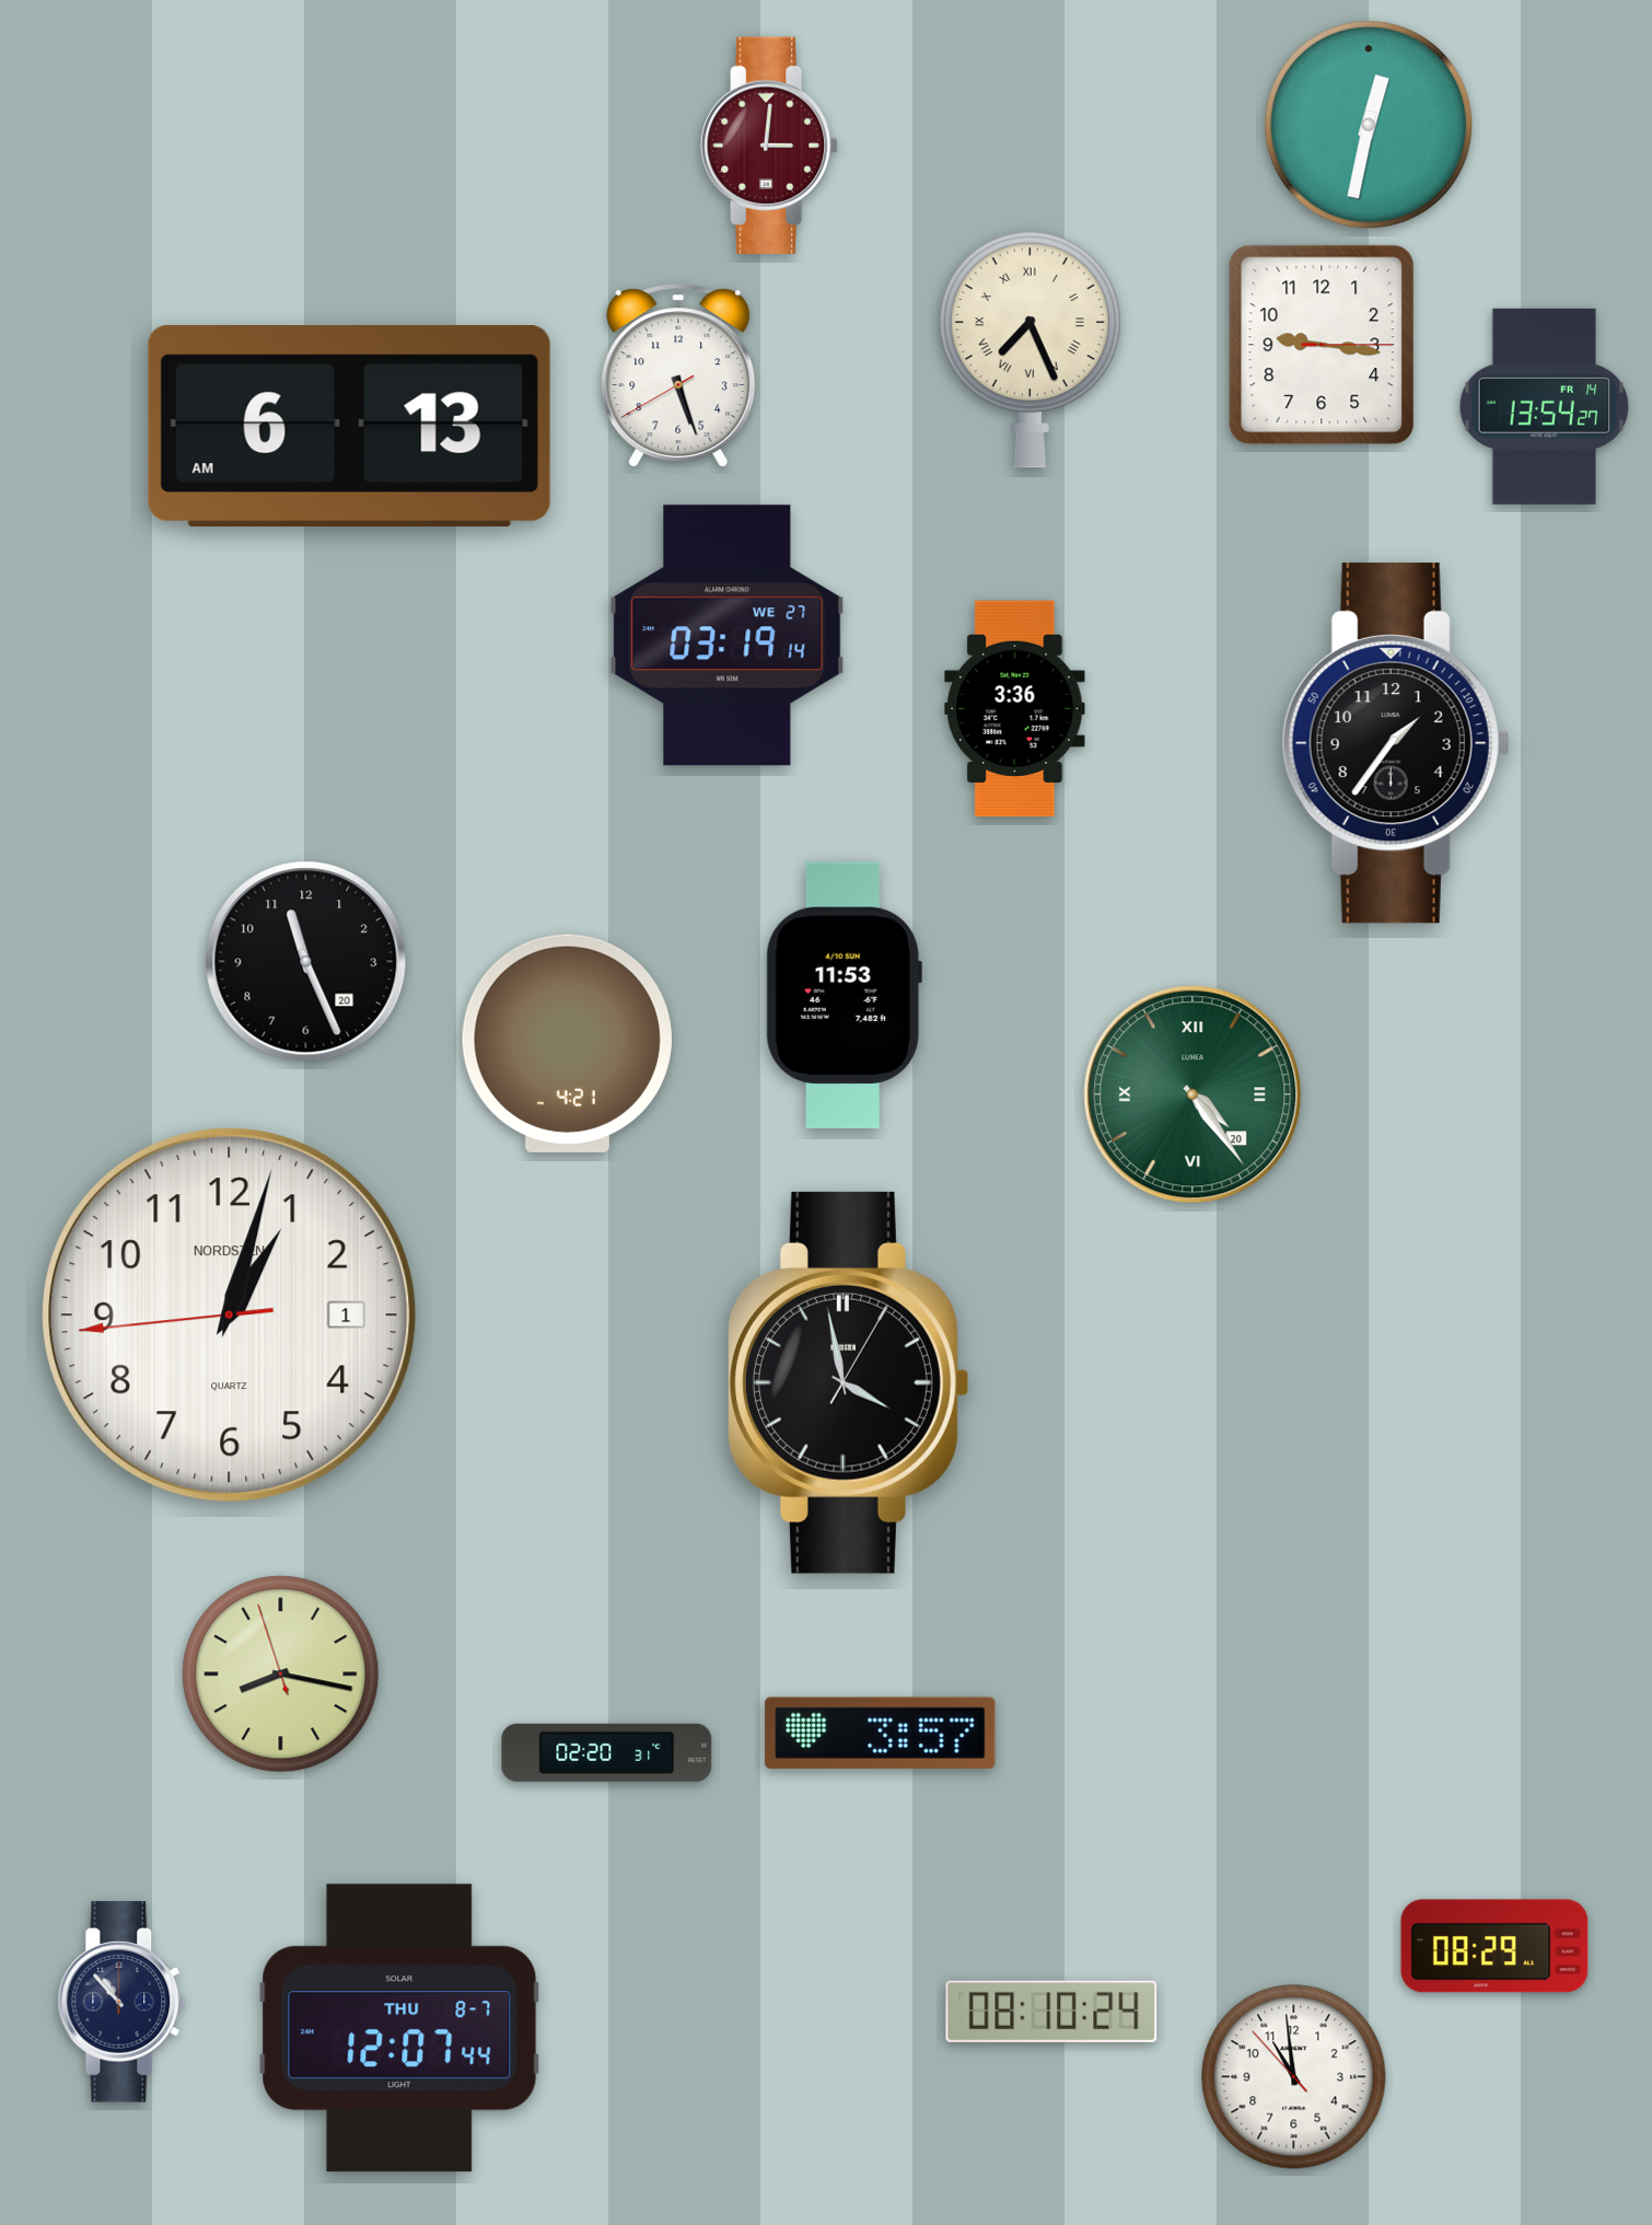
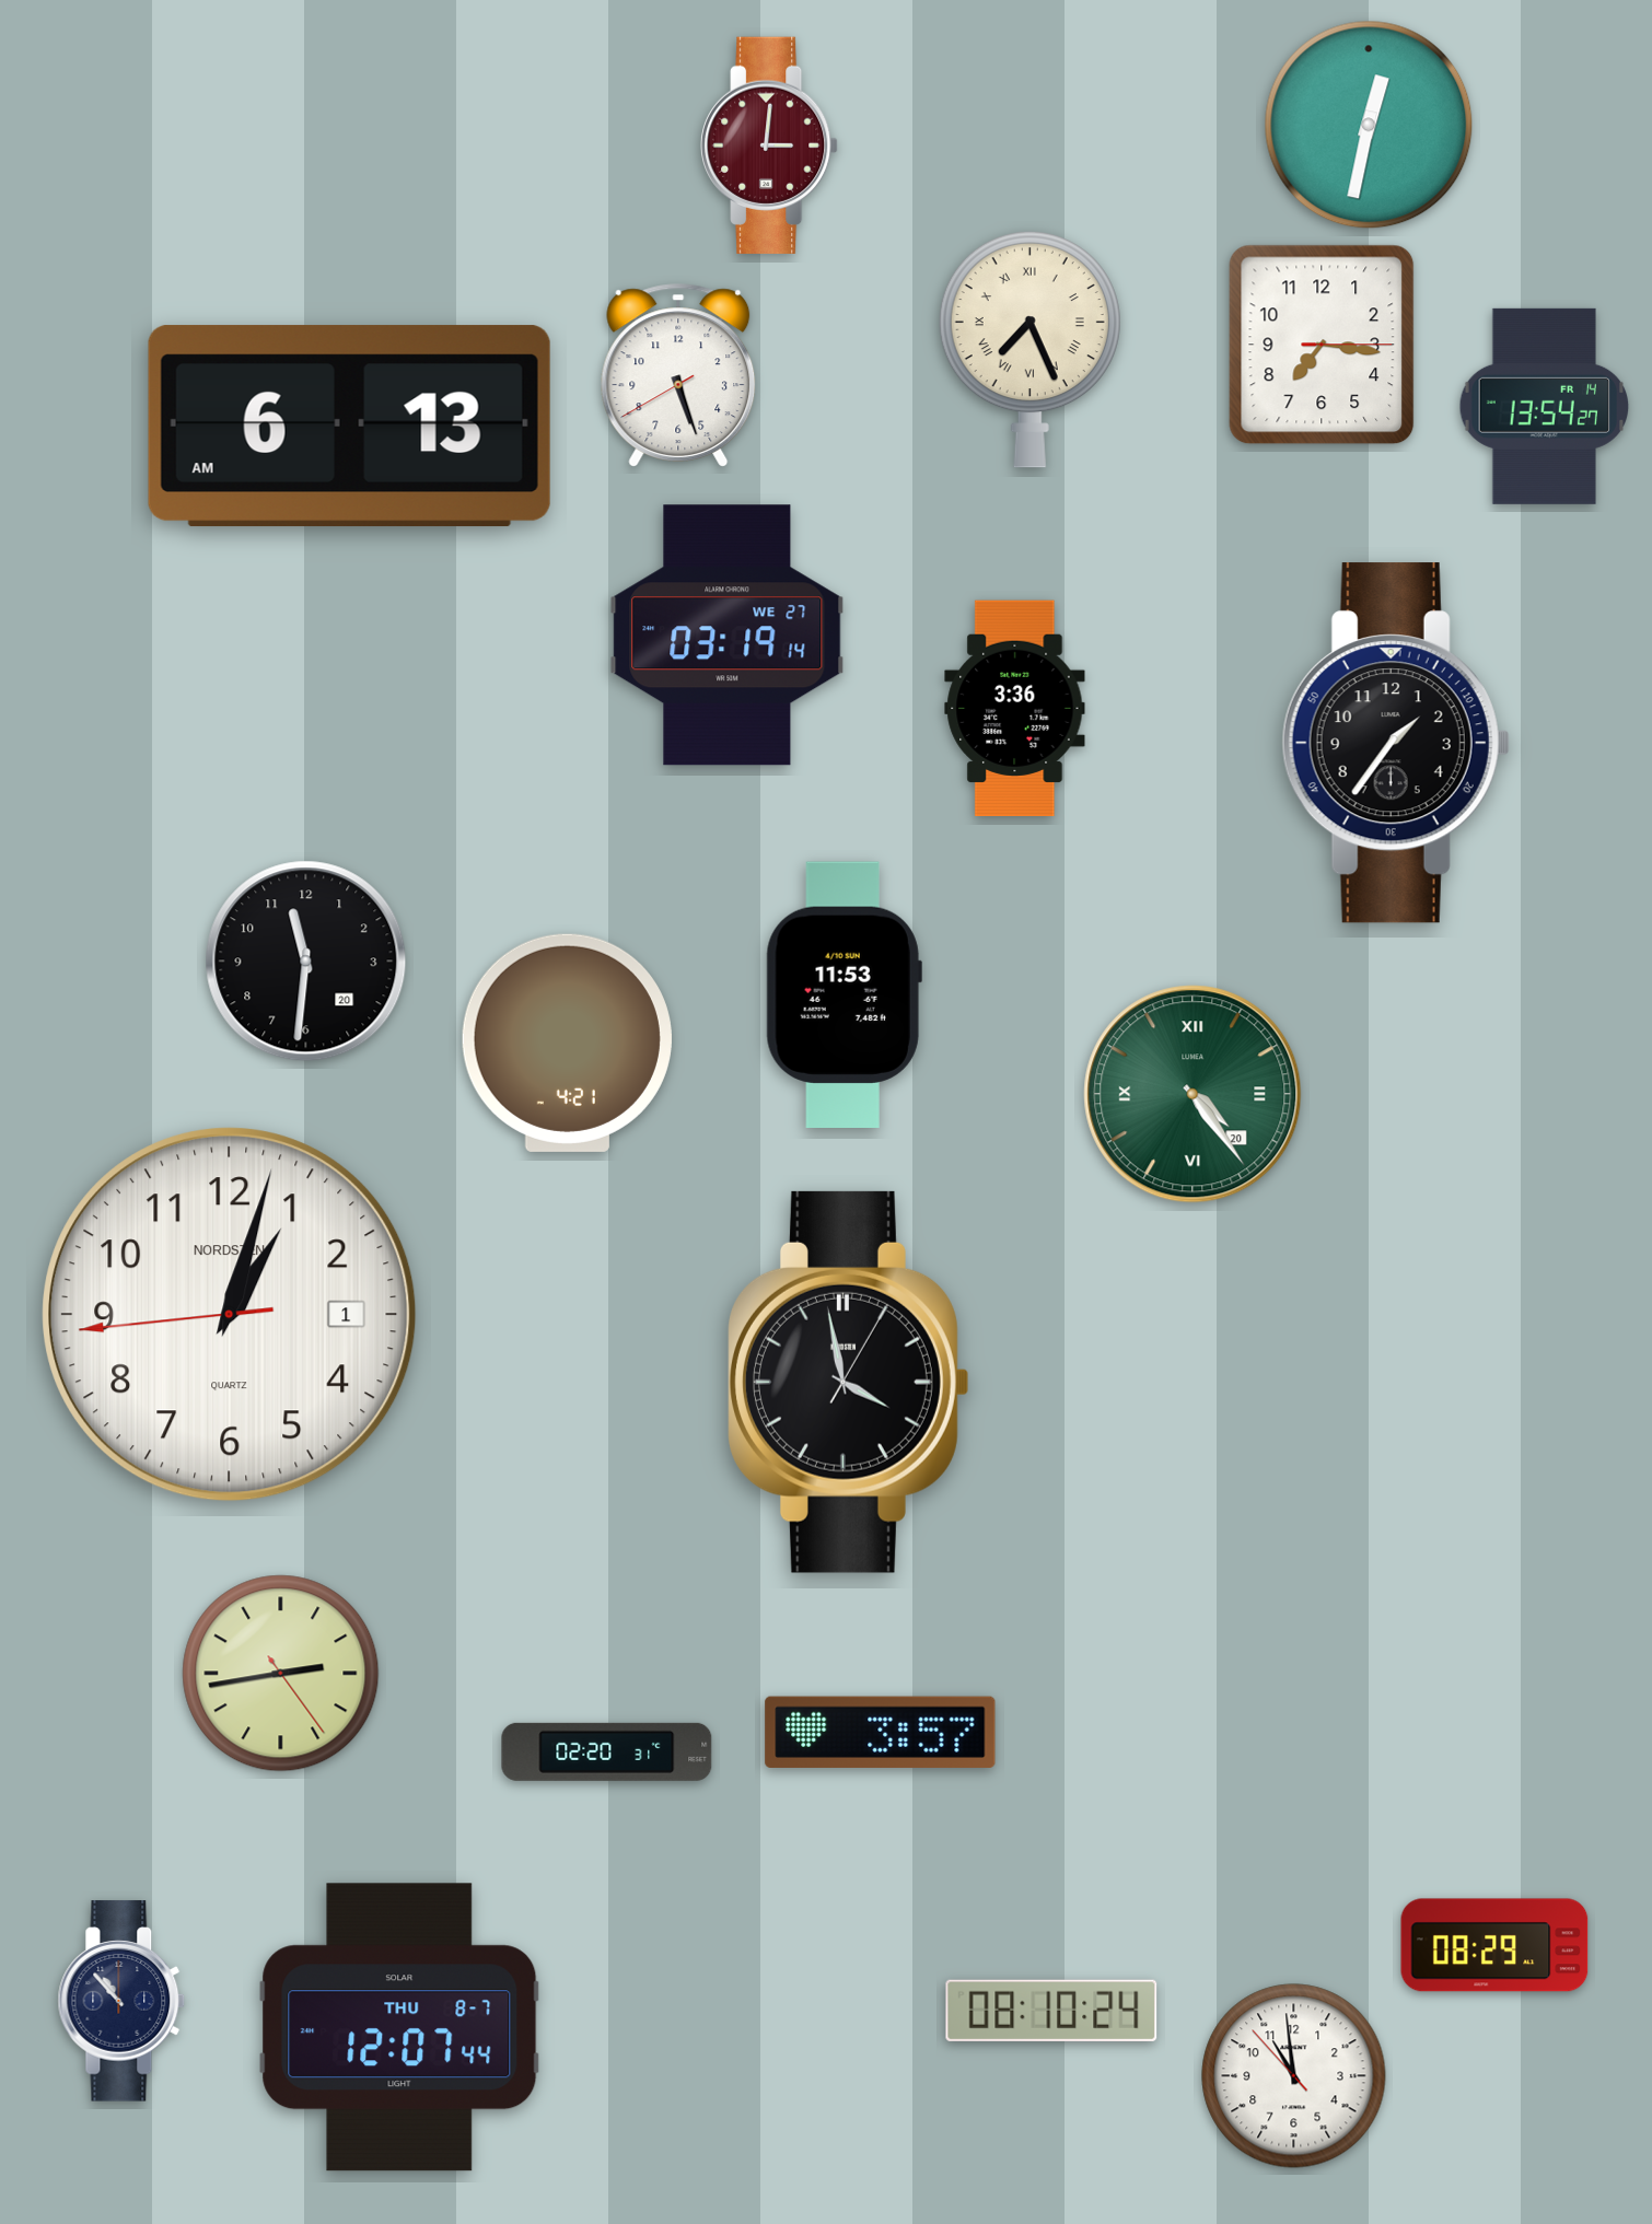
clock at (1322, 345): 9:16 -> 7:16
clock at (306, 962): 11:26 -> 11:31
clock at (281, 1674): 8:16 -> 2:43
